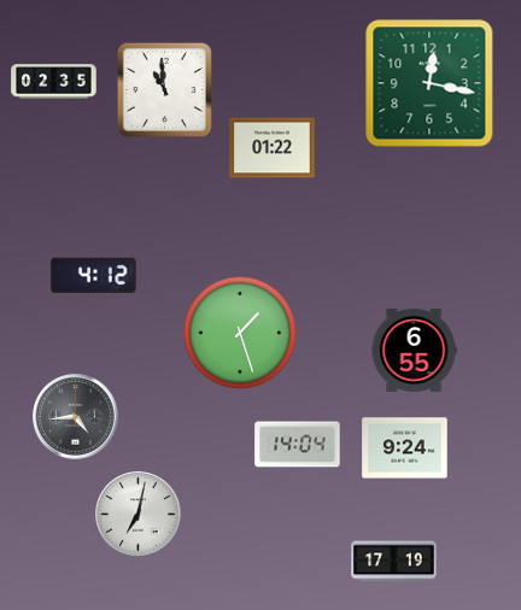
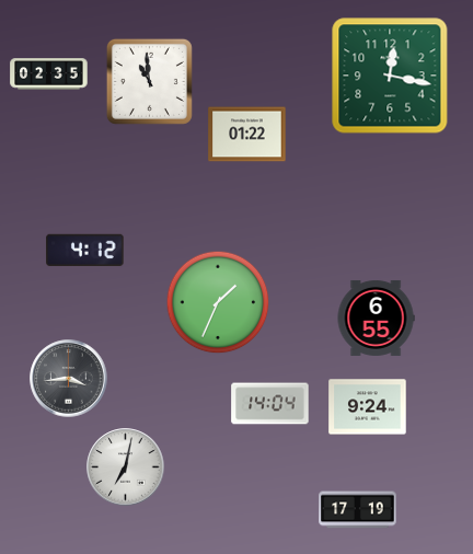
clock at (240, 333): 1:27 -> 1:34
clock at (76, 417): 4:44 -> 3:44
